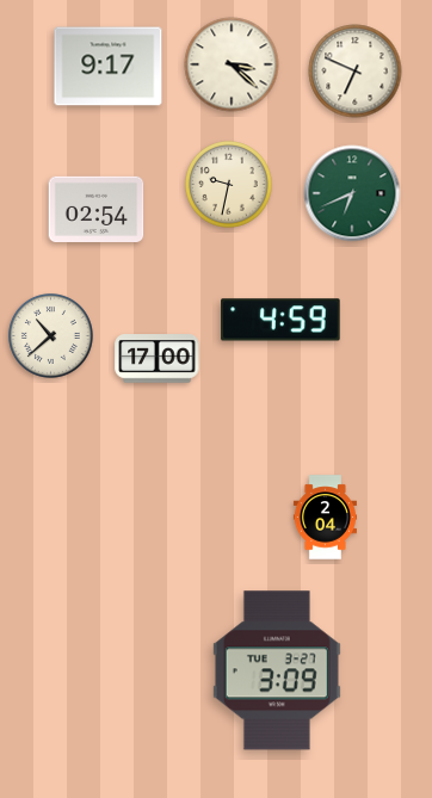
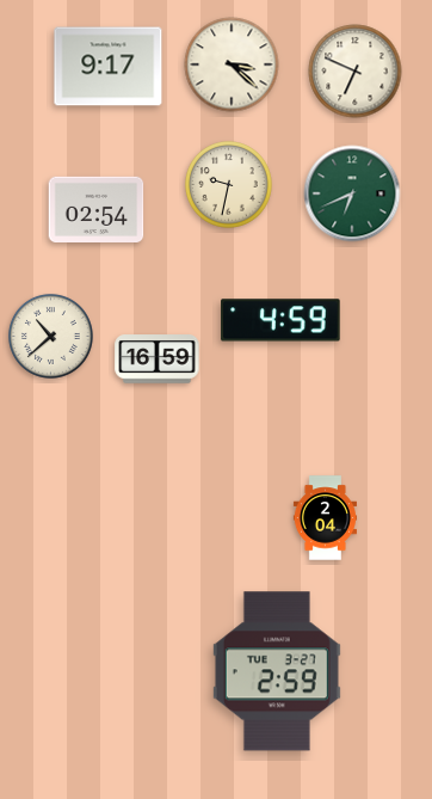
clock at (158, 359): 17:00 -> 16:59
clock at (277, 670): 3:09 -> 2:59
